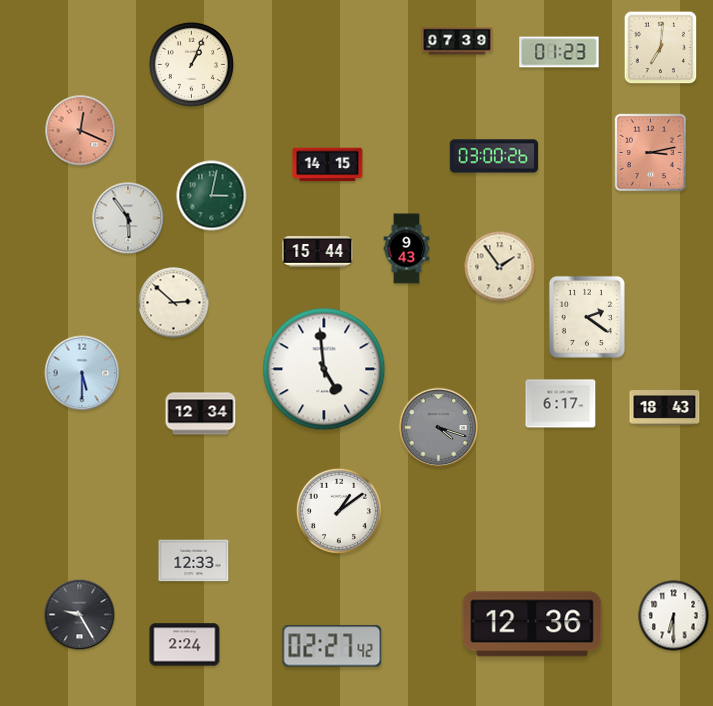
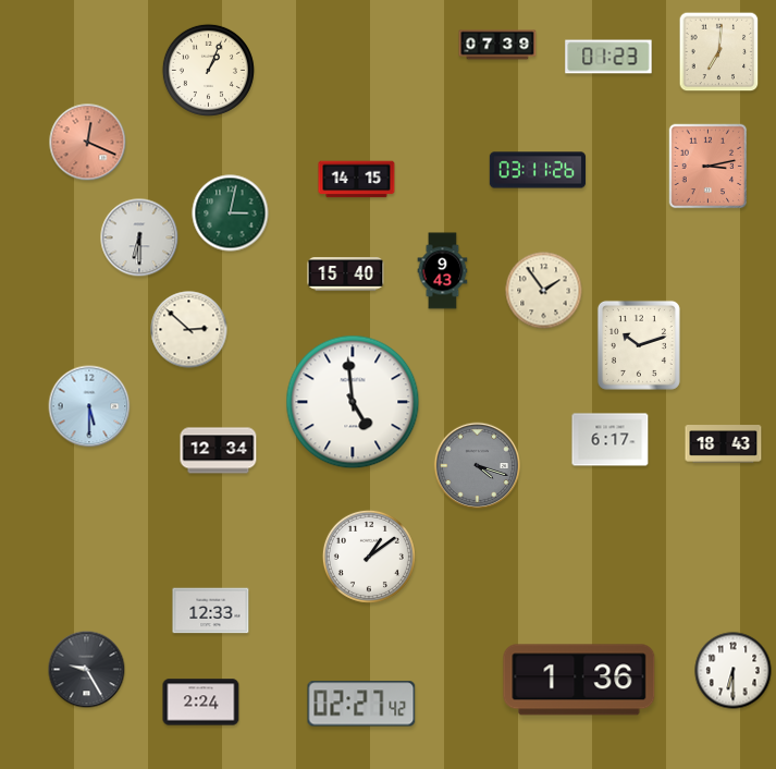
clock at (494, 156): 03:00 -> 03:11
clock at (128, 218): 5:54 -> 6:30
clock at (318, 252): 15:44 -> 15:40
clock at (587, 317): 2:21 -> 10:12
clock at (532, 624): 12:36 -> 1:36
